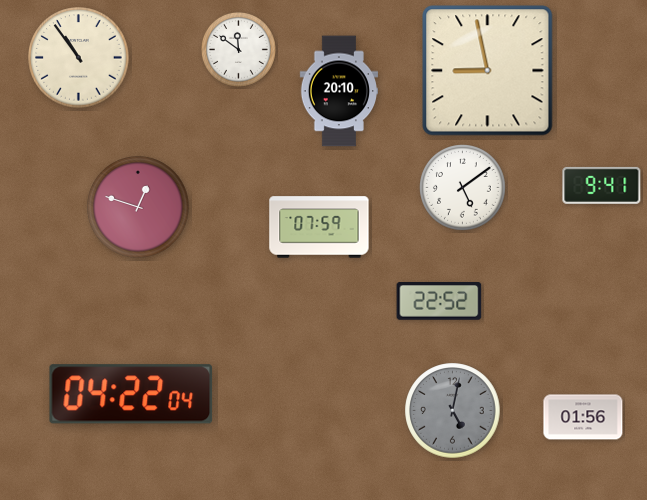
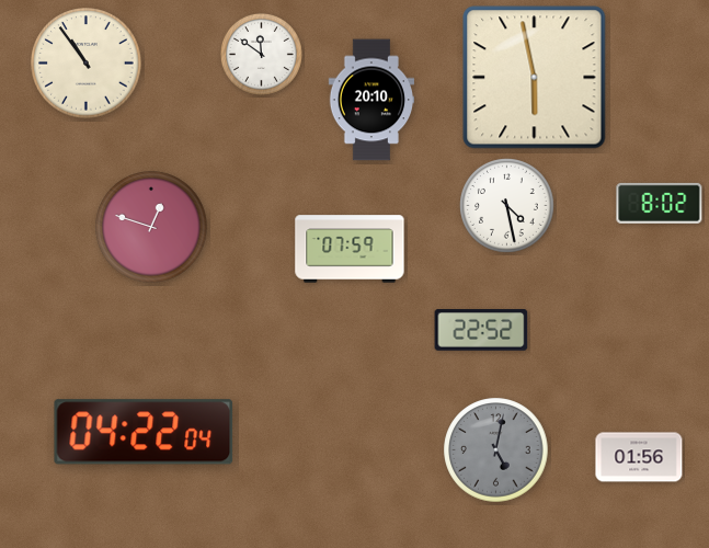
clock at (488, 71): 8:58 -> 5:58
clock at (602, 185): 9:41 -> 8:02
clock at (463, 188): 5:09 -> 4:28
